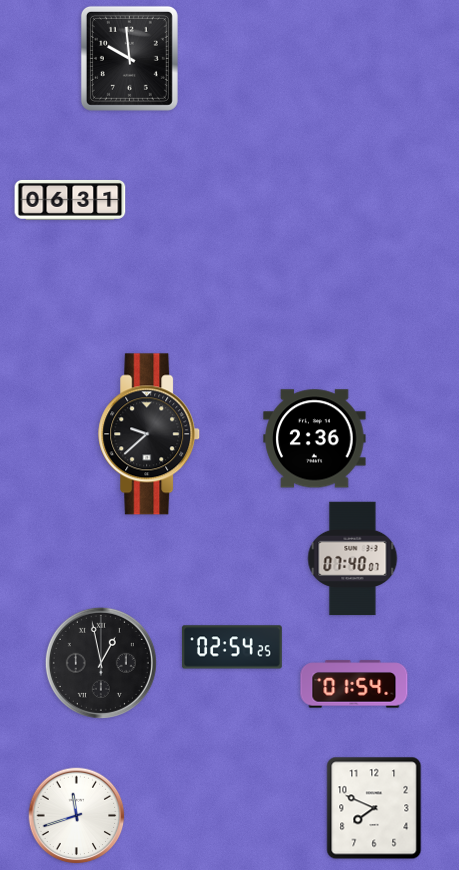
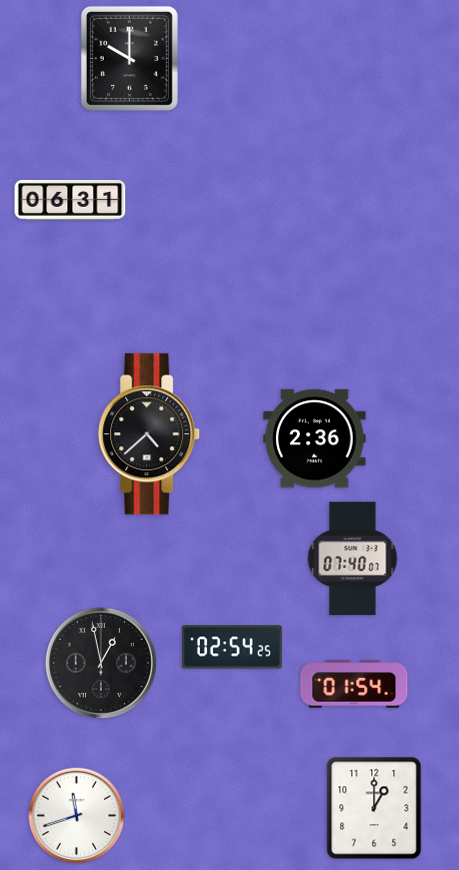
clock at (129, 58): 9:59 -> 10:00
clock at (150, 434): 9:38 -> 4:38
clock at (374, 808): 7:49 -> 1:00
